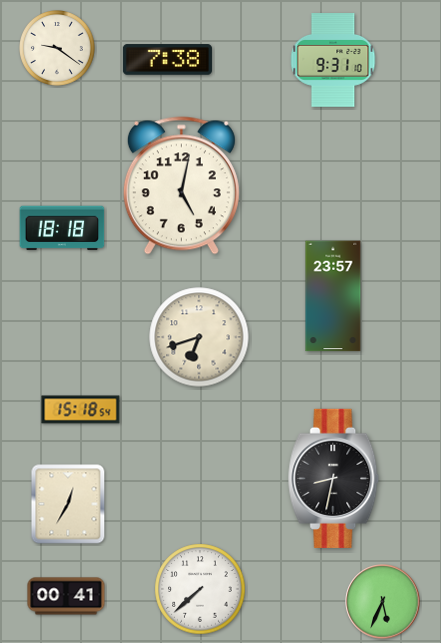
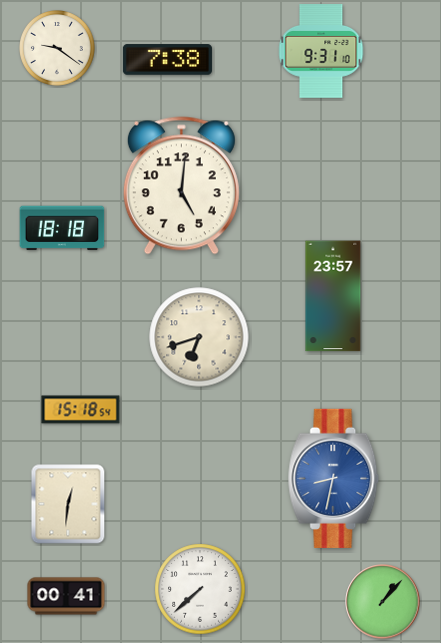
clock at (333, 60) position: (333, 60) -> (321, 51)
clock at (181, 186): 5:02 -> 5:01
clock at (334, 478) dial: black -> blue
clock at (68, 504): 12:35 -> 12:31
clock at (383, 602): 5:34 -> 1:07
